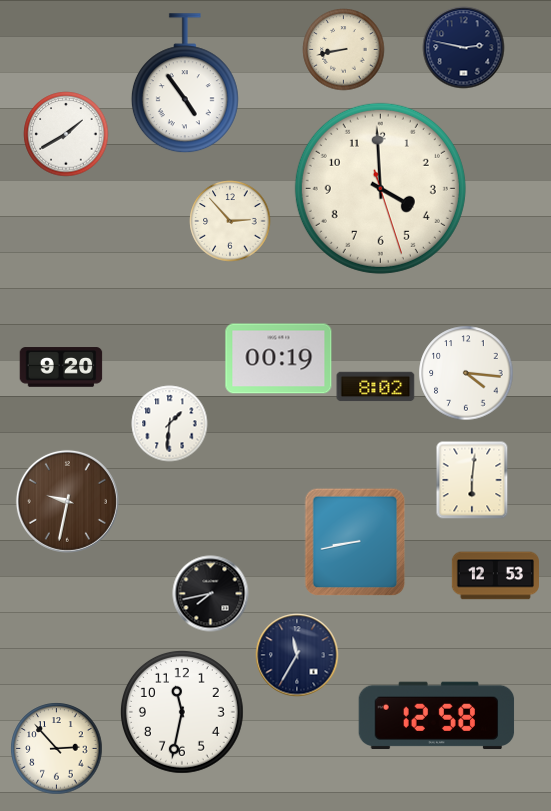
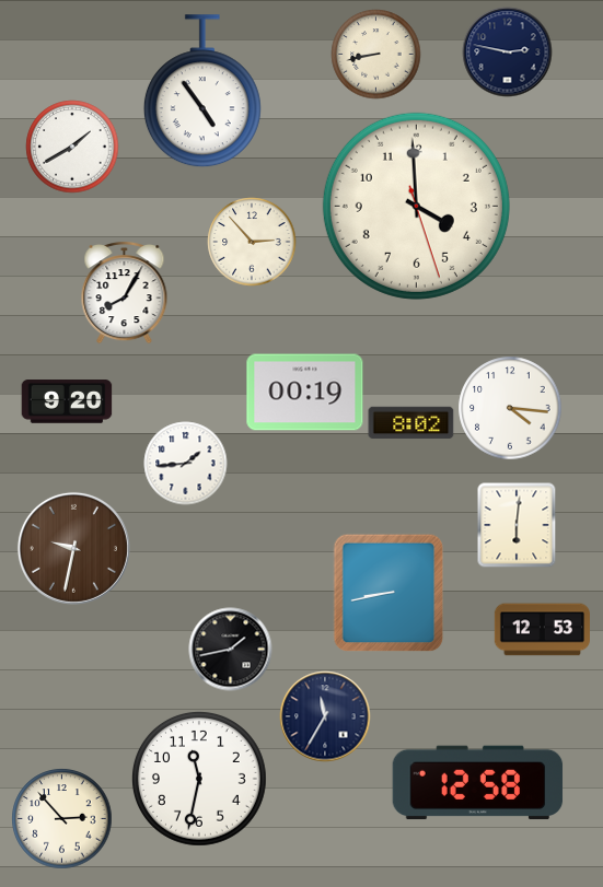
clock at (125, 293): none -> 8:05
clock at (170, 424): 1:31 -> 1:44
clock at (211, 594): 7:43 -> 1:43
